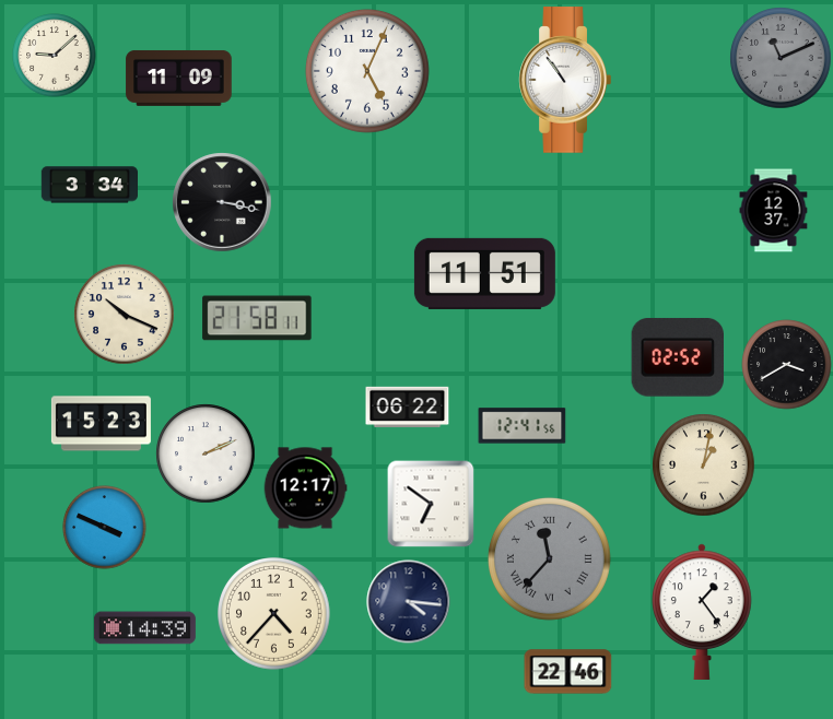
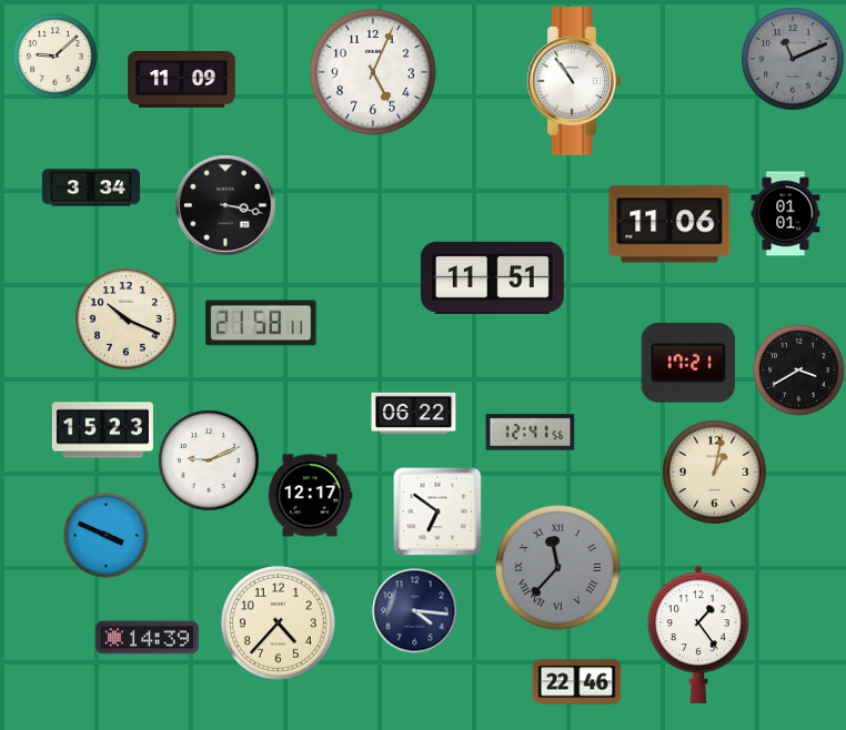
clock at (774, 211): 12:37 -> 01:01
clock at (669, 224): none -> 11:06
clock at (677, 357): 02:52 -> 17:21
clock at (206, 453): 2:11 -> 9:11
clock at (703, 612) position: (703, 612) -> (699, 635)
